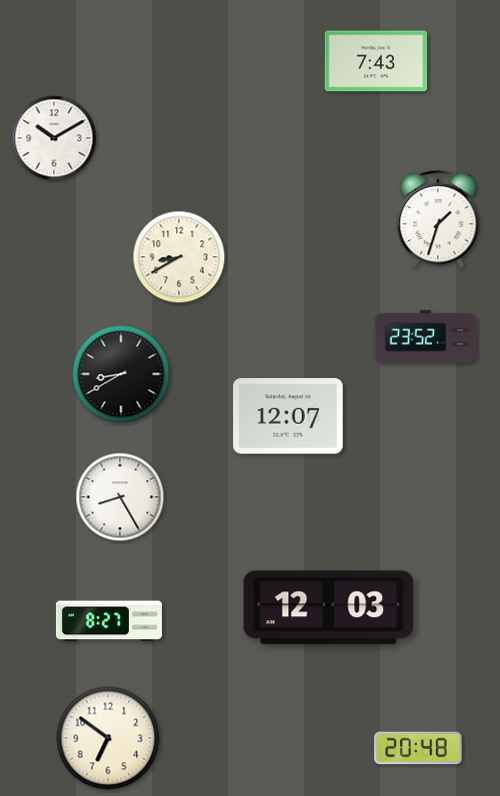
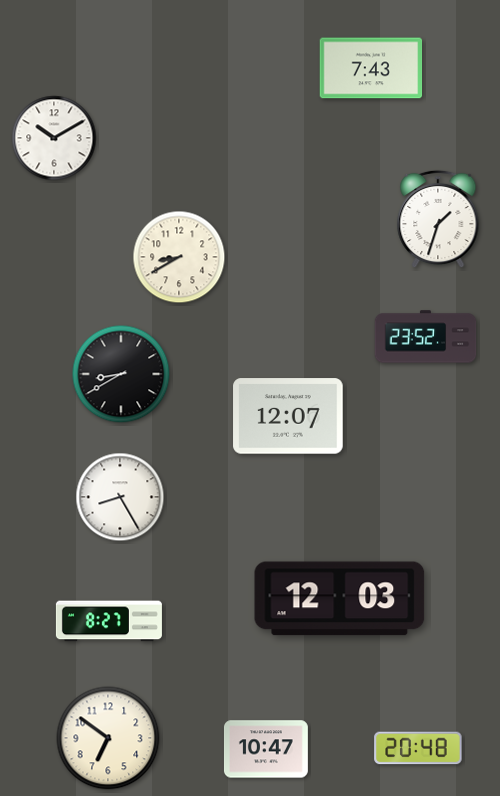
clock at (376, 61) position: (376, 61) -> (371, 68)
clock at (329, 608) position: (329, 608) -> (340, 599)
clock at (266, 749): none -> 10:47
